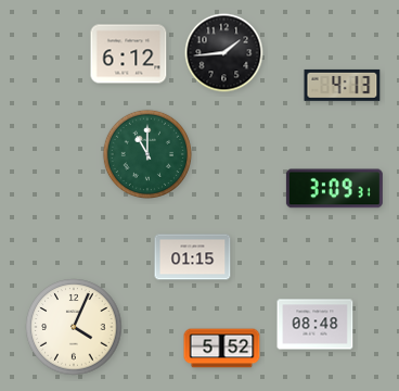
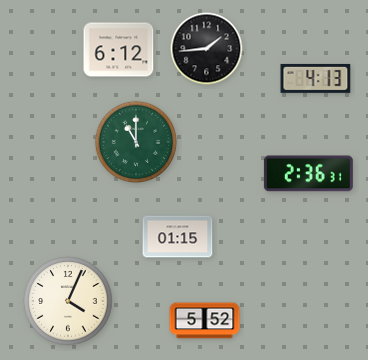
clock at (334, 189): 3:09 -> 2:36
clock at (316, 325): 08:48 -> none
